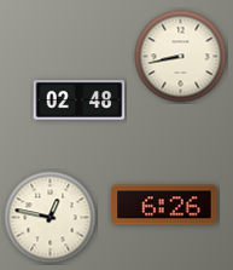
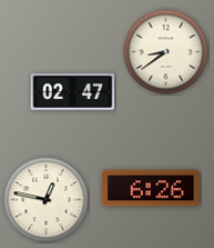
clock at (181, 57): 8:43 -> 8:39
clock at (80, 100): 02:48 -> 02:47
